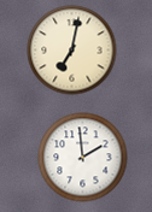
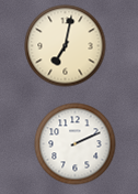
clock at (83, 158): 1:59 -> 2:11
